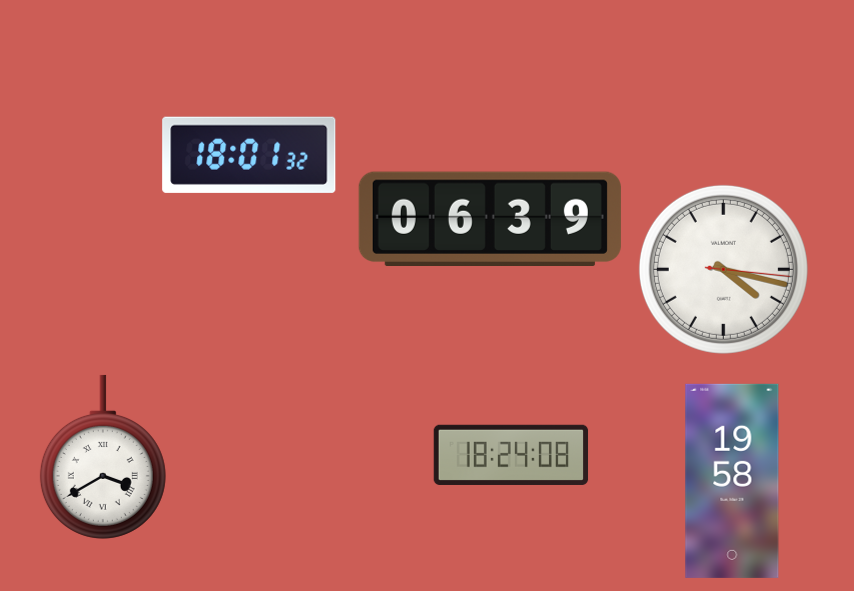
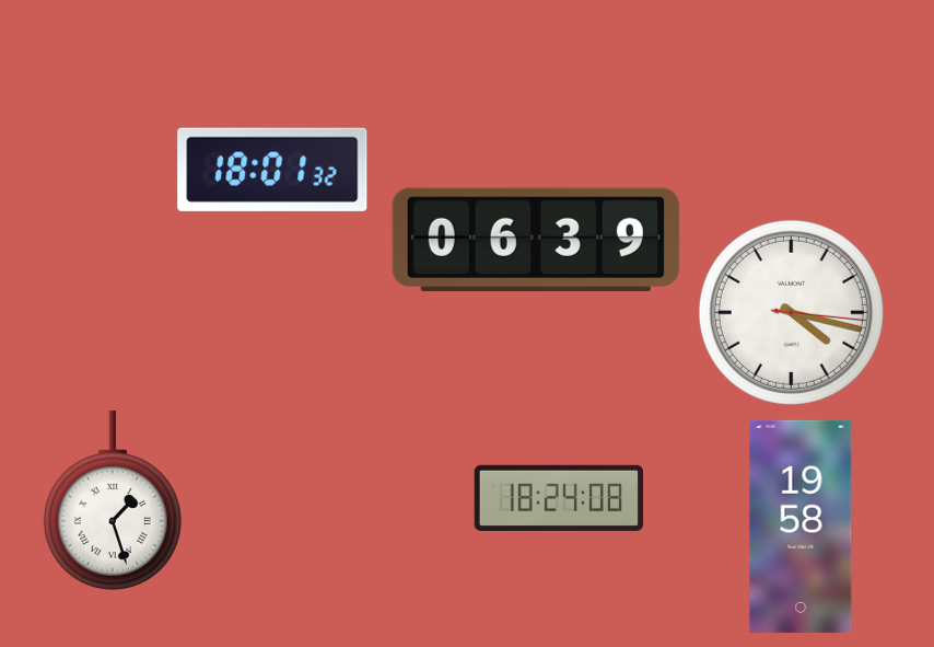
clock at (723, 269) position: (723, 269) -> (791, 312)
clock at (103, 457): 3:40 -> 1:27
